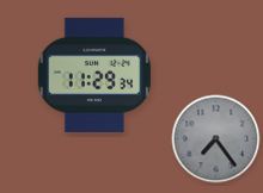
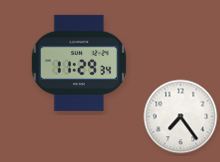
clock at (216, 139) dial: grey -> white
